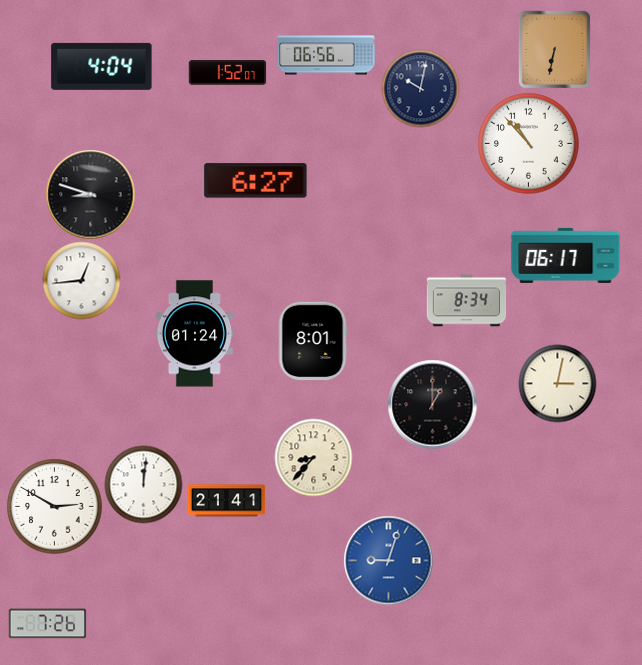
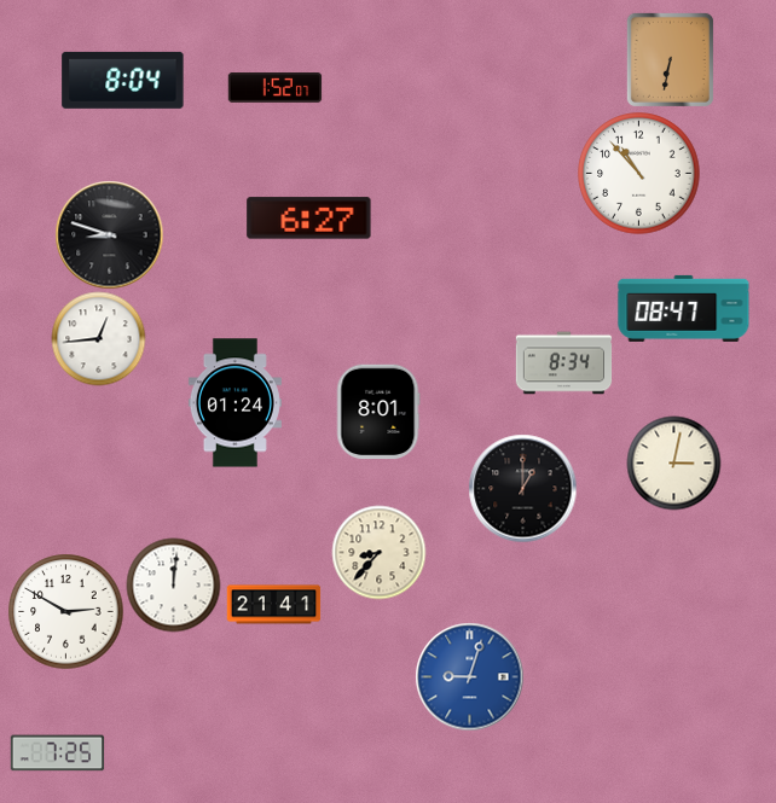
clock at (326, 55): 06:56 -> none
clock at (102, 66): 4:04 -> 8:04
clock at (420, 88): 10:02 -> none
clock at (566, 255): 06:17 -> 08:47
clock at (47, 624): 7:26 -> 7:25
